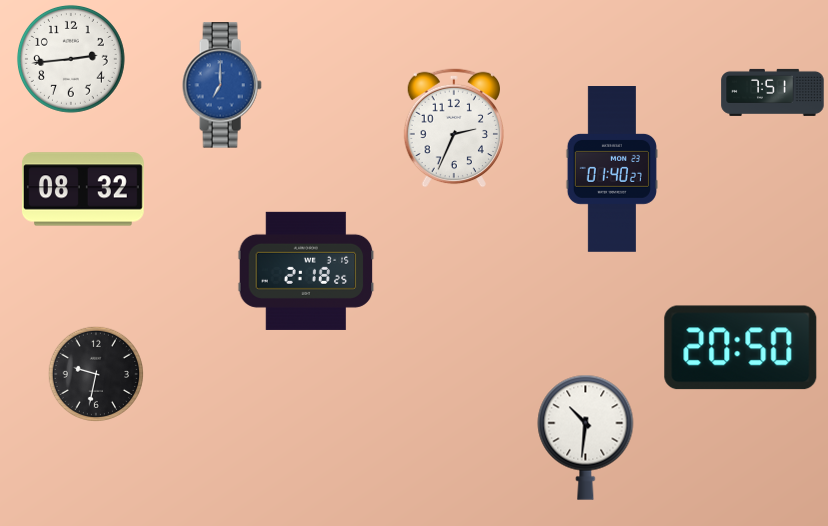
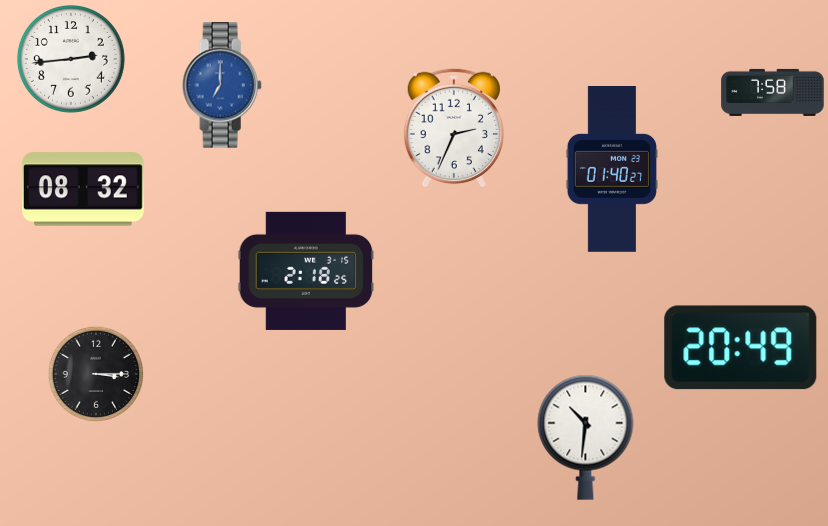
clock at (773, 92): 7:51 -> 7:58
clock at (741, 348): 20:50 -> 20:49
clock at (95, 373): 9:32 -> 3:15
